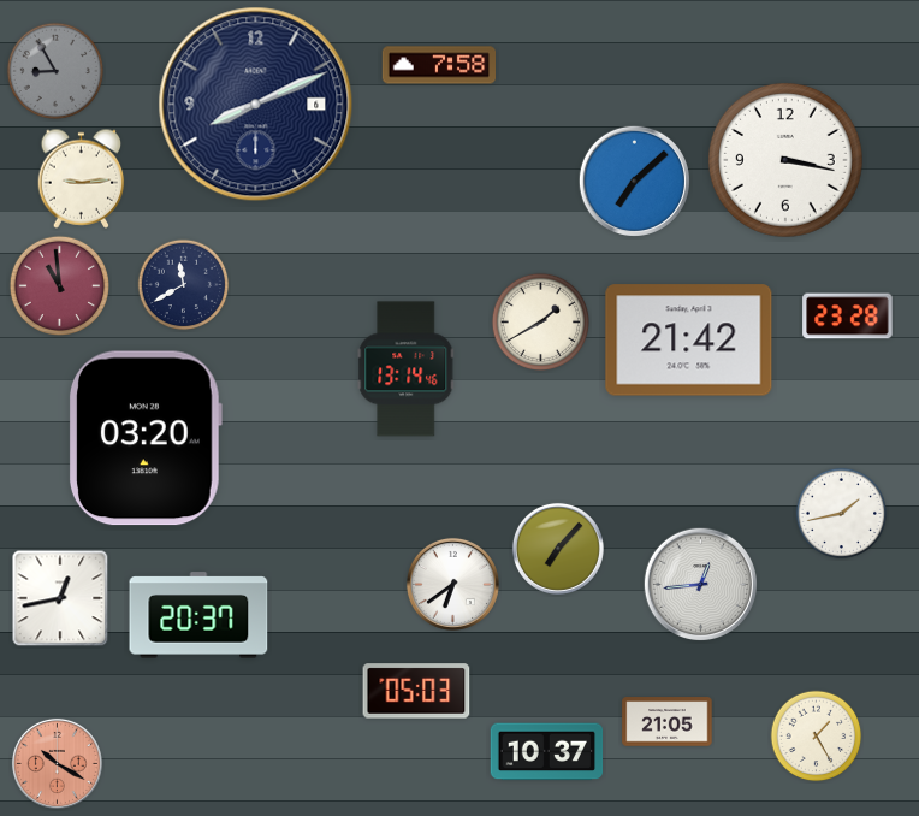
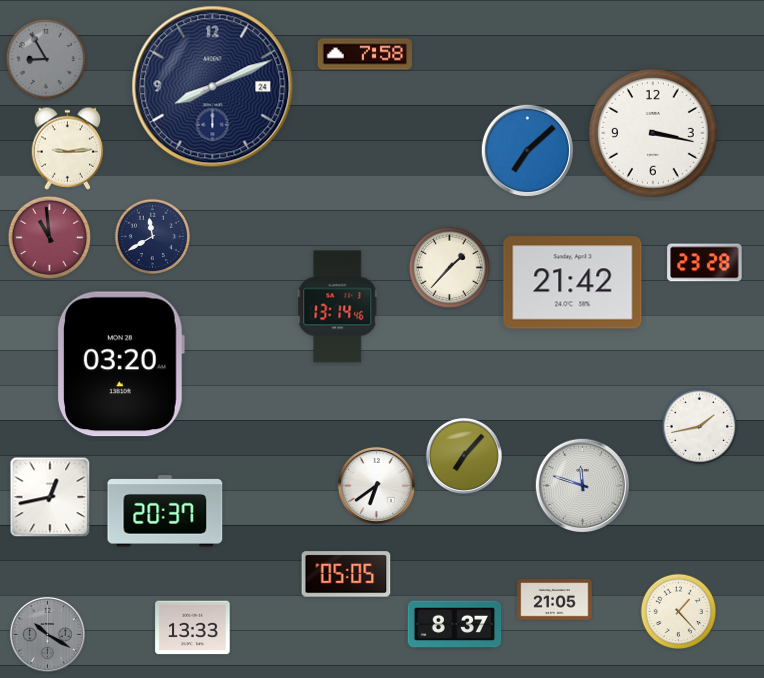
clock at (256, 105) date: 6 -> 24
clock at (541, 323): 1:40 -> 1:37
clock at (700, 584): 12:44 -> 11:48
clock at (416, 691): 05:03 -> 05:05
clock at (817, 737): 1:25 -> 1:23
clock at (547, 752): 10:37 -> 8:37
clock at (193, 628): none -> 13:33
clock at (57, 763) dial: salmon -> grey
